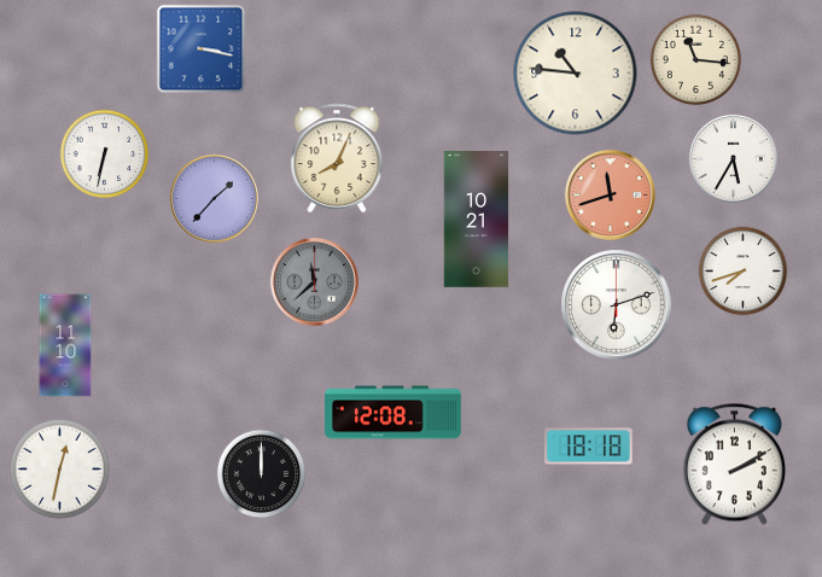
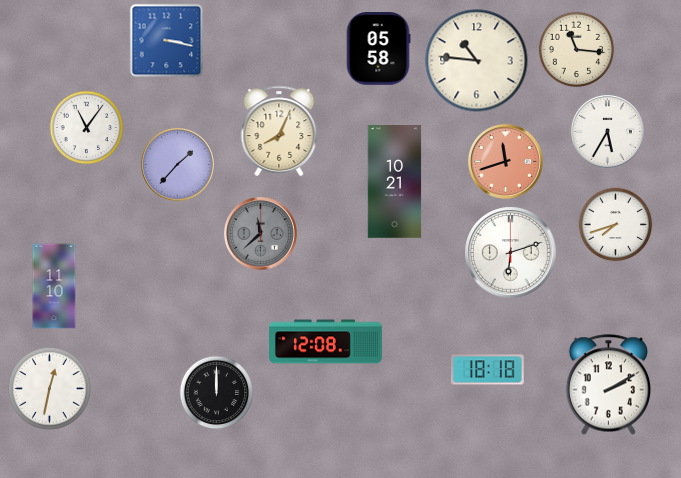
clock at (378, 49): none -> 05:58
clock at (105, 155): 6:32 -> 11:06
